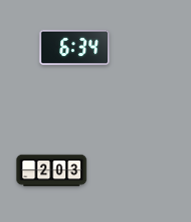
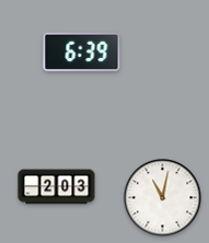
clock at (75, 48): 6:34 -> 6:39
clock at (163, 198): none -> 11:02
